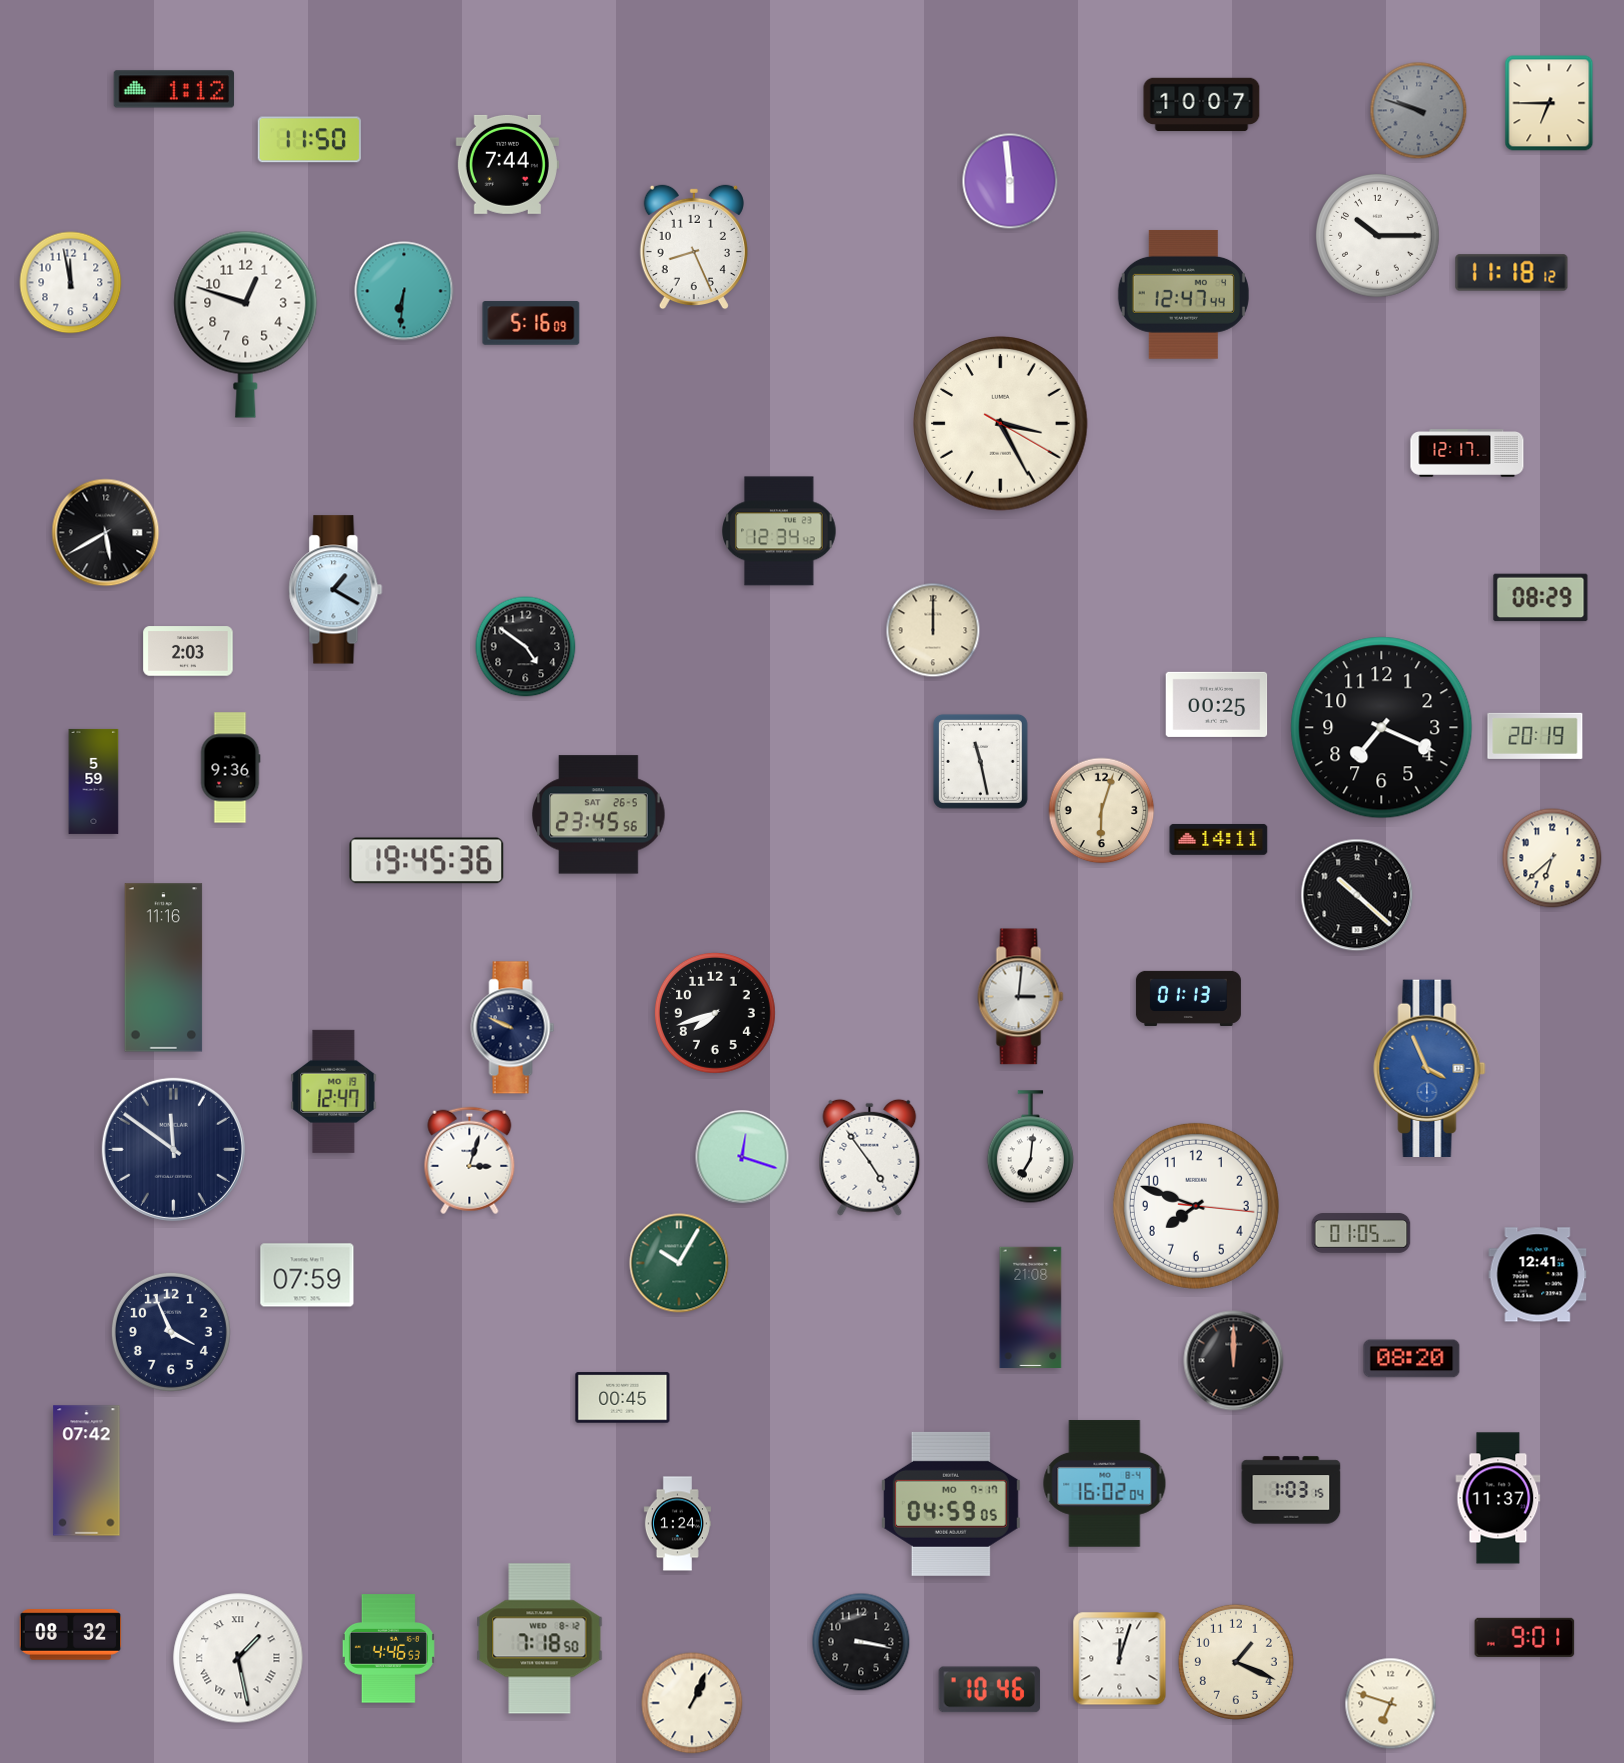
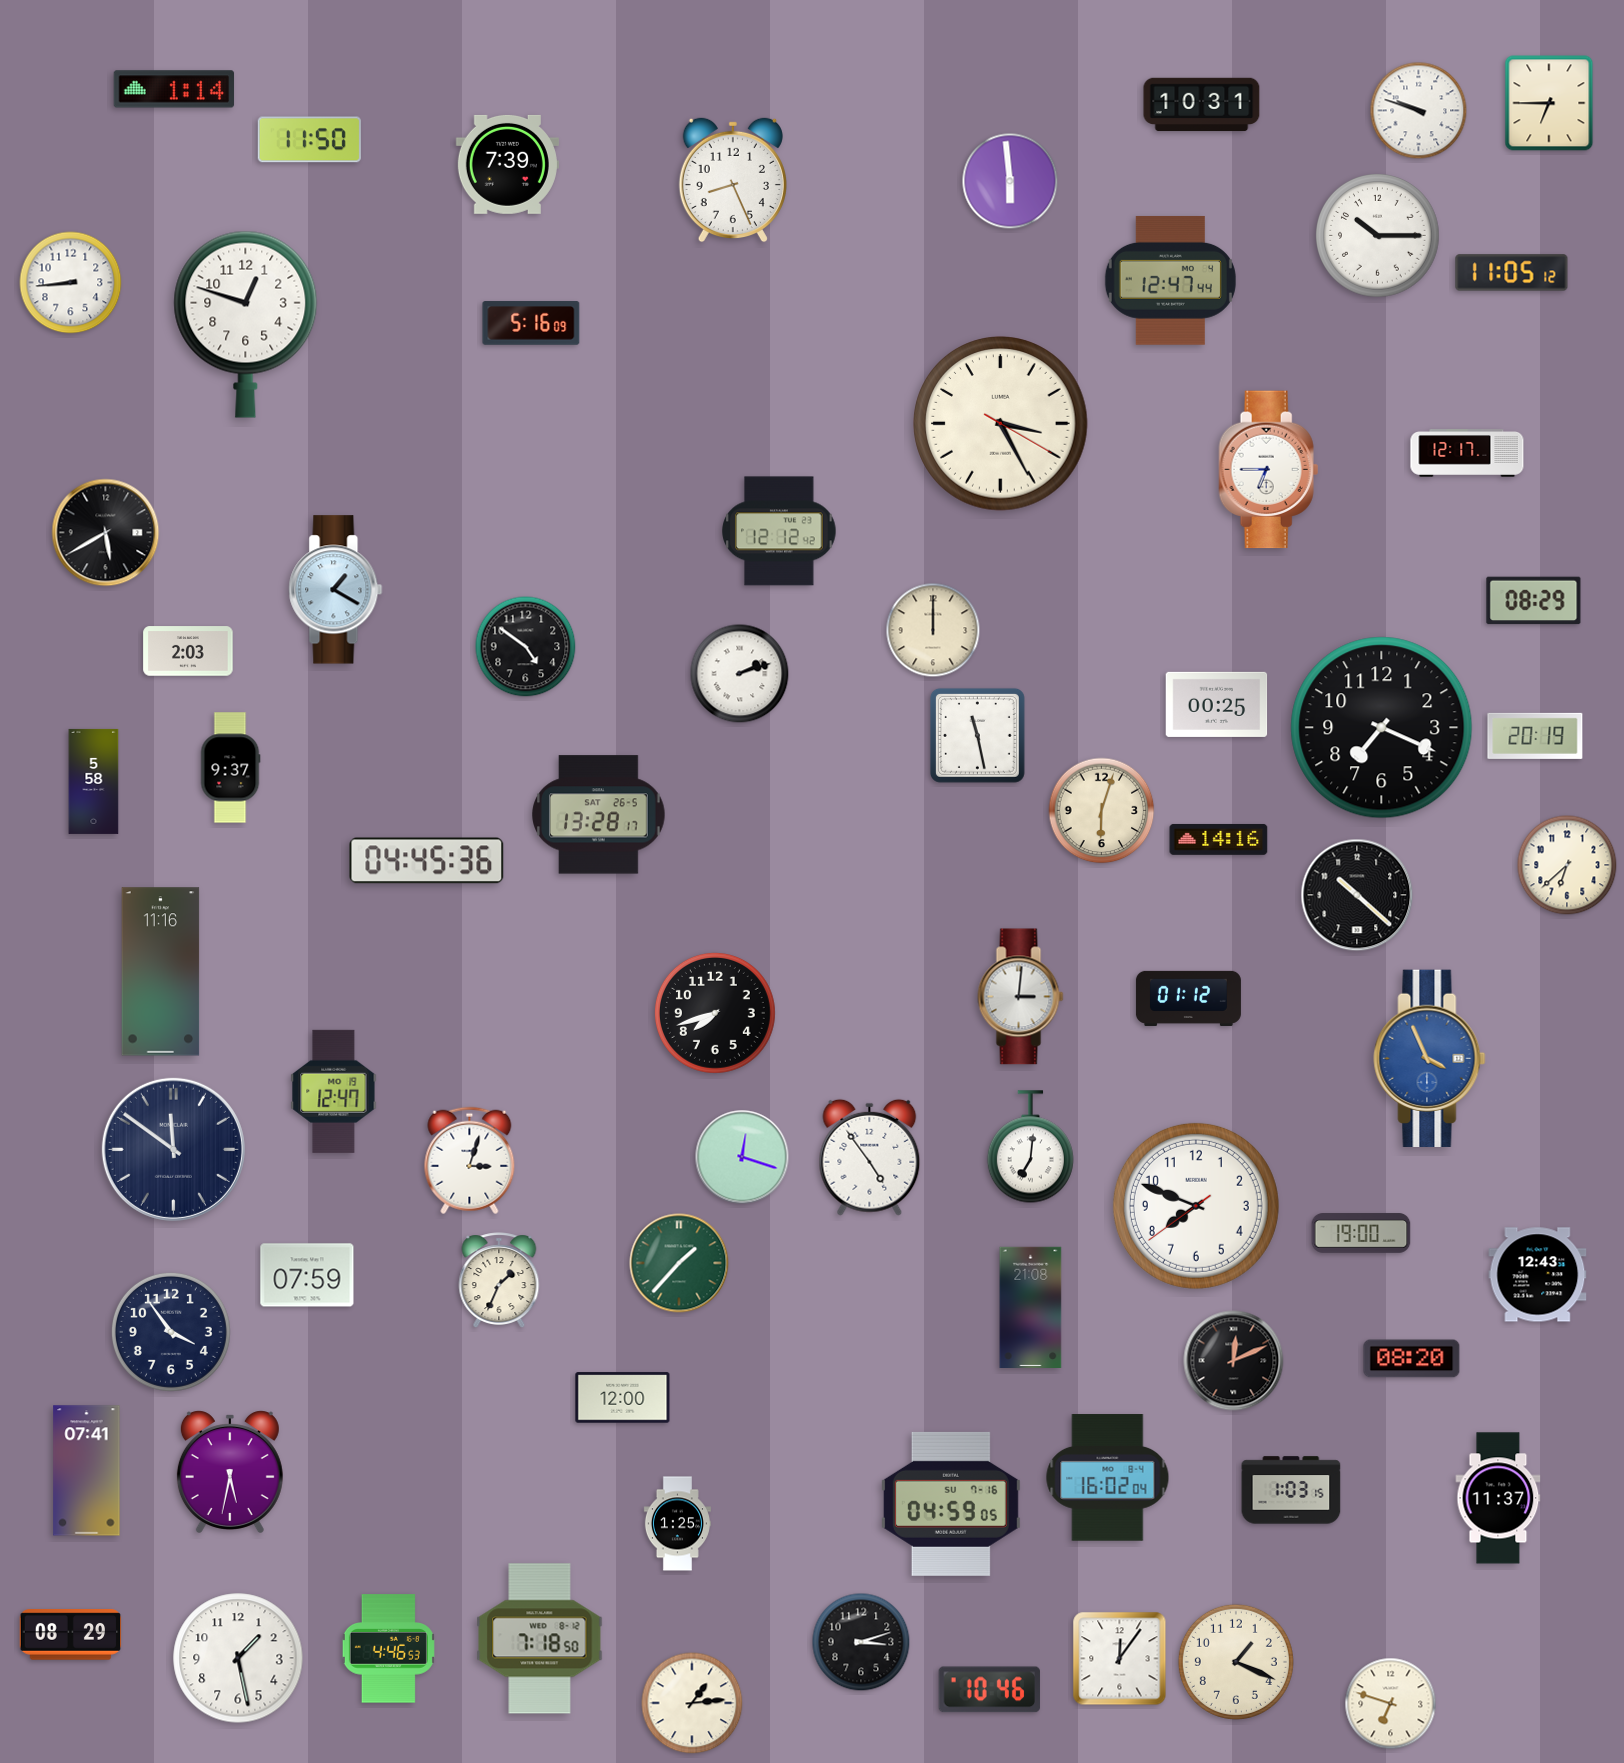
clock at (174, 89): 1:12 -> 1:14
clock at (1202, 105): 10:07 -> 10:31
clock at (1419, 111) dial: grey -> white
clock at (507, 164): 7:44 -> 7:39
clock at (694, 247) position: (694, 247) -> (733, 180)
clock at (1512, 273): 11:18 -> 11:05
clock at (71, 283): 11:58 -> 8:44
clock at (404, 291): 6:31 -> none
clock at (1183, 294) position: (1183, 294) -> (1170, 280)
clock at (1269, 470): none -> 6:45
clock at (779, 531): 12:34 -> 12:12
clock at (1541, 598) position: (1541, 598) -> (1534, 601)
clock at (740, 674): none -> 2:12
clock at (980, 761) position: (980, 761) -> (977, 735)
clock at (230, 768): 9:36 -> 9:37
clock at (94, 781): 5:59 -> 5:58
clock at (599, 815): 23:45 -> 13:28
clock at (1219, 840): 14:11 -> 14:16
clock at (1552, 858) position: (1552, 858) -> (1567, 865)
clock at (427, 861): 19:45 -> 04:45
clock at (164, 968) position: (164, 968) -> (161, 972)
clock at (1188, 998): 01:13 -> 01:12
clock at (513, 1028): 9:49 -> none
clock at (1430, 1068) position: (1430, 1068) -> (1430, 1058)
clock at (1196, 1206): 7:48:16 -> 7:48:39
clock at (1361, 1233): 01:05 -> 19:00
clock at (679, 1263): 10:05 -> 1:37
clock at (1538, 1275): 12:41 -> 12:43
clock at (499, 1280): none -> 1:34
clock at (171, 1332): 3:56 -> 3:54
clock at (1234, 1361): 12:00 -> 12:11
clock at (623, 1398): 00:45 -> 12:00
clock at (87, 1471): 07:42 -> 07:41
clock at (230, 1472): none -> 5:32
clock at (1105, 1484) position: (1105, 1484) -> (1108, 1478)
clock at (951, 1504) date: MO 7-17 -> SU 7-16
clock at (677, 1524): 1:24 -> 1:25
clock at (71, 1635): 08:32 -> 08:29
clock at (1525, 1637): 9:01 -> none
clock at (861, 1642): 3:17 -> 3:12
clock at (238, 1658) numerals: Roman -> Arabic
clock at (1120, 1659): 12:03 -> 12:06
clock at (692, 1703): 1:04 -> 1:14
